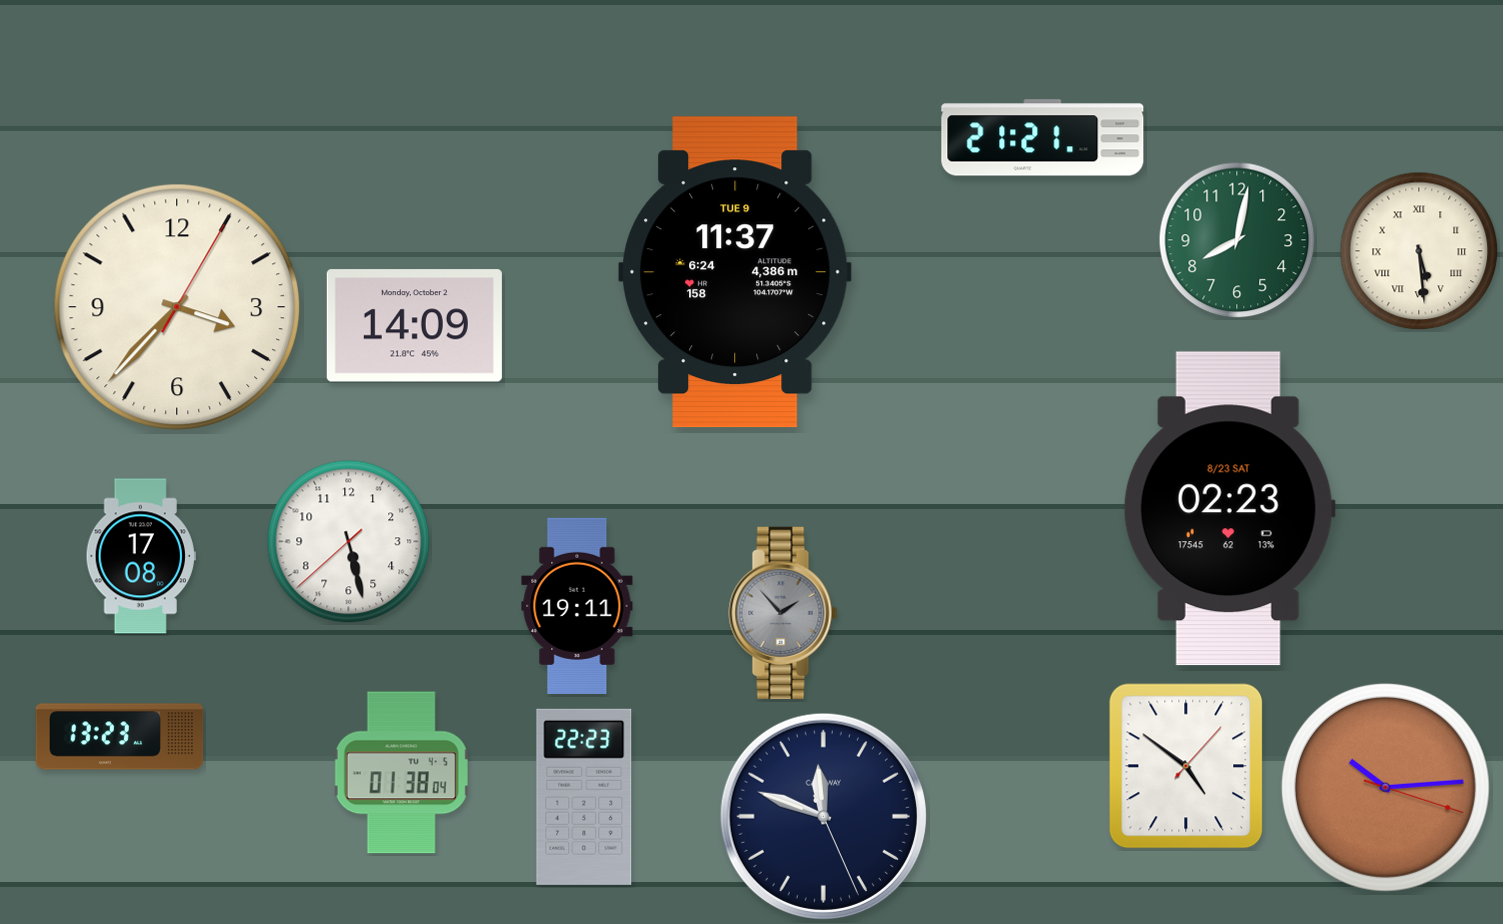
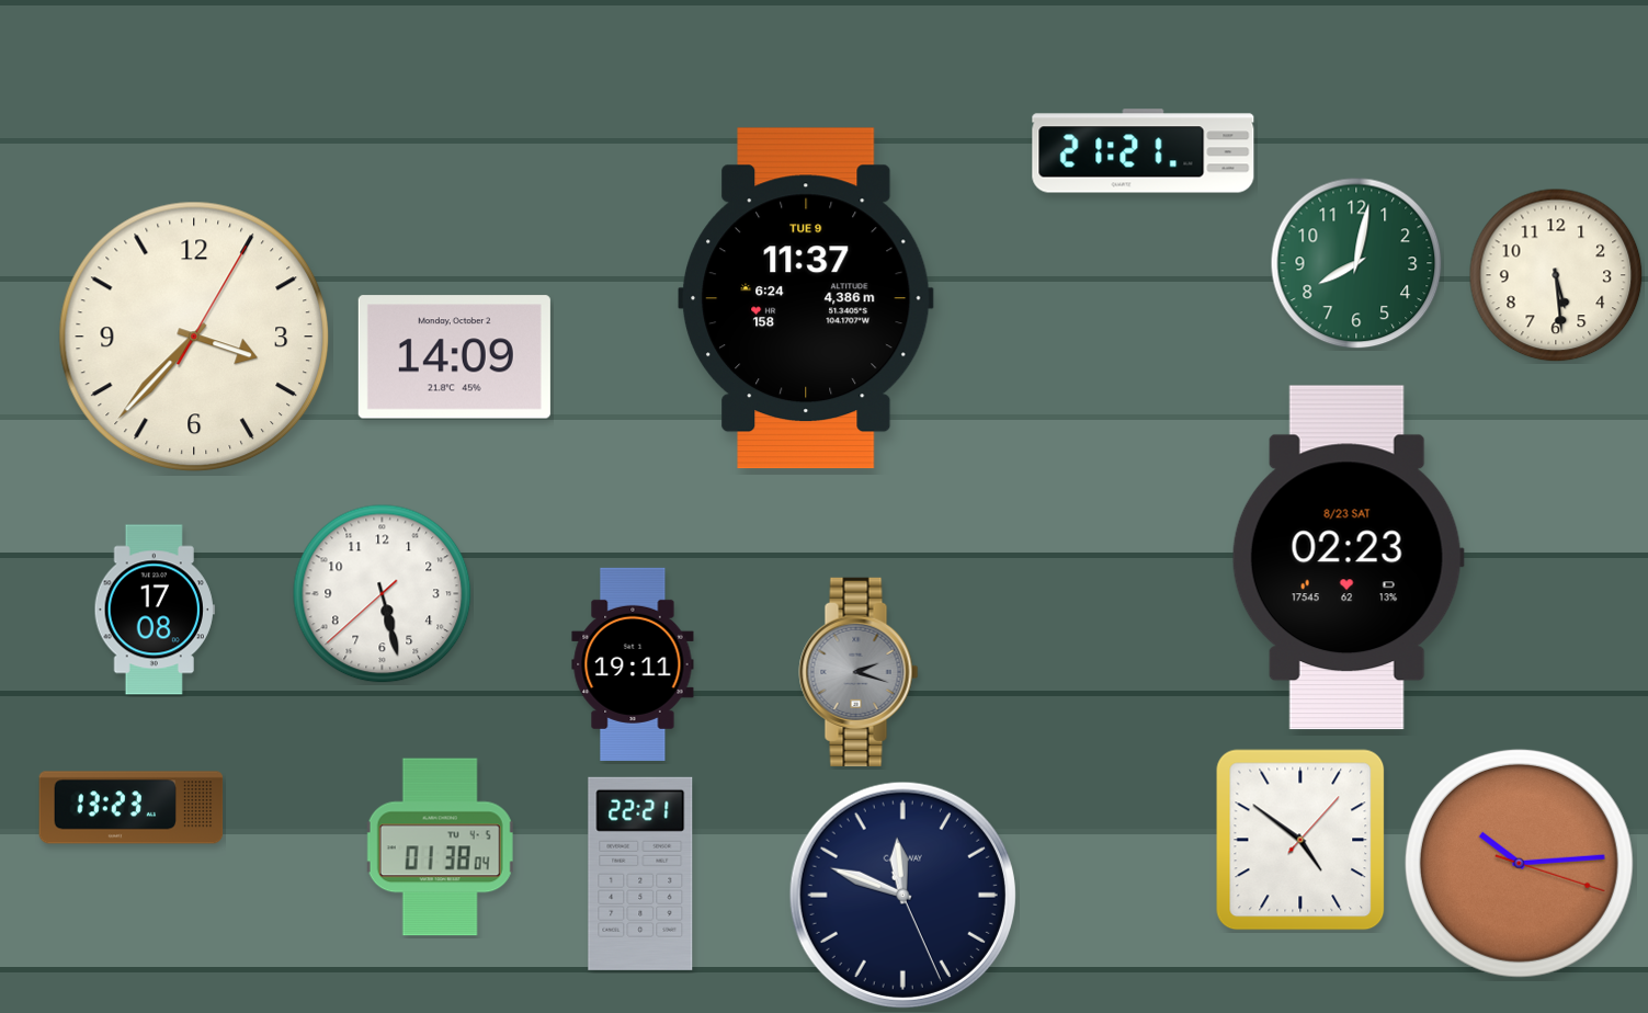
clock at (1419, 251) numerals: Roman -> Arabic
clock at (783, 613): 1:53 -> 2:18
clock at (584, 797): 22:23 -> 22:21
